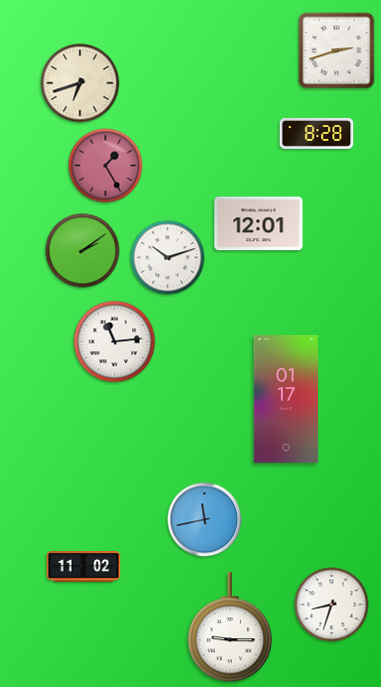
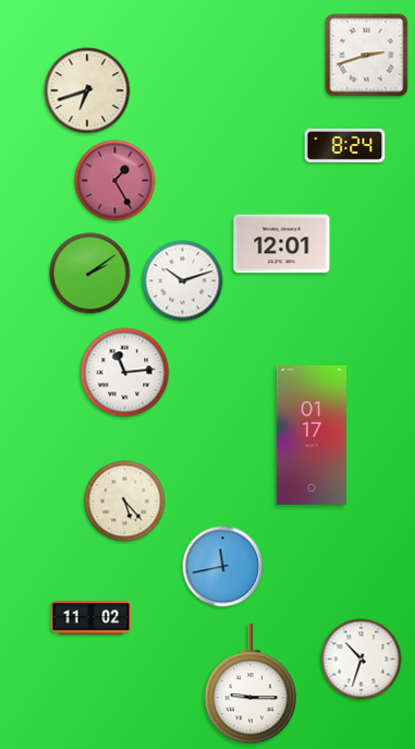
clock at (317, 134): 8:28 -> 8:24
clock at (125, 502): none -> 5:23
clock at (332, 605): 8:33 -> 10:33
